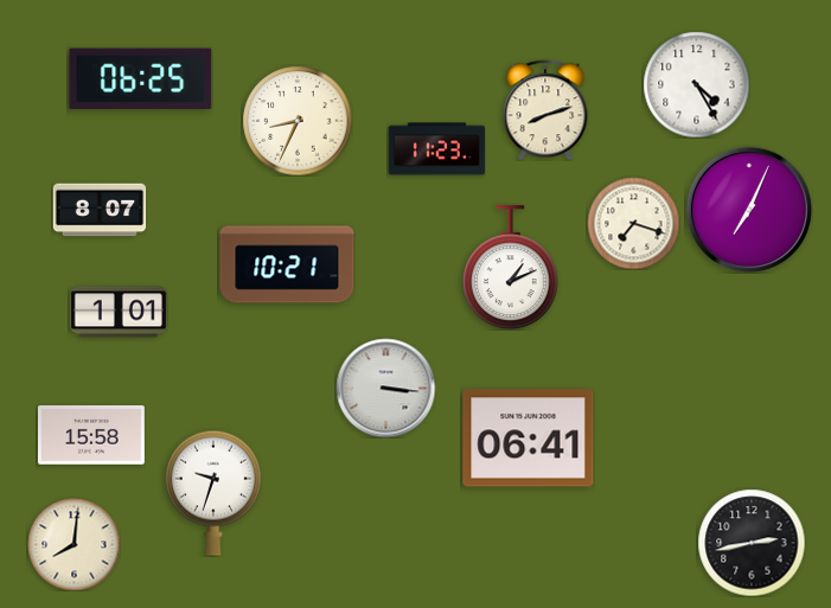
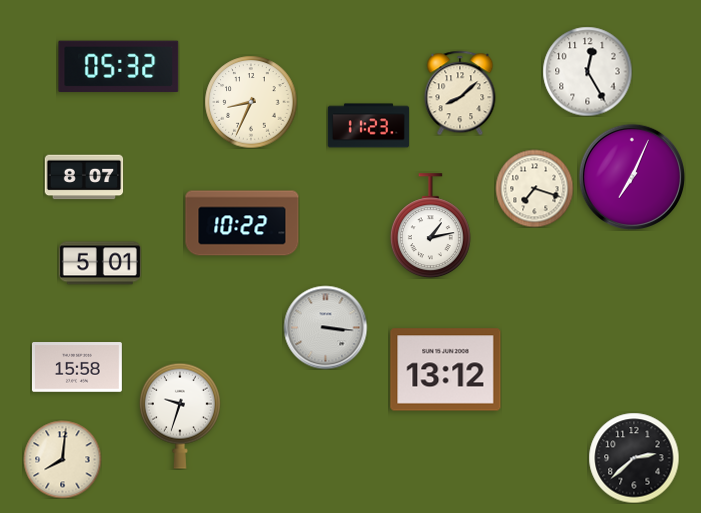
clock at (141, 79): 06:25 -> 05:32
clock at (696, 84): 4:25 -> 12:25
clock at (545, 110): 8:12 -> 8:08
clock at (287, 264): 10:21 -> 10:22
clock at (510, 268): 1:11 -> 1:13
clock at (119, 312): 1:01 -> 5:01
clock at (529, 439): 06:41 -> 13:12
clock at (752, 543): 2:43 -> 2:38
